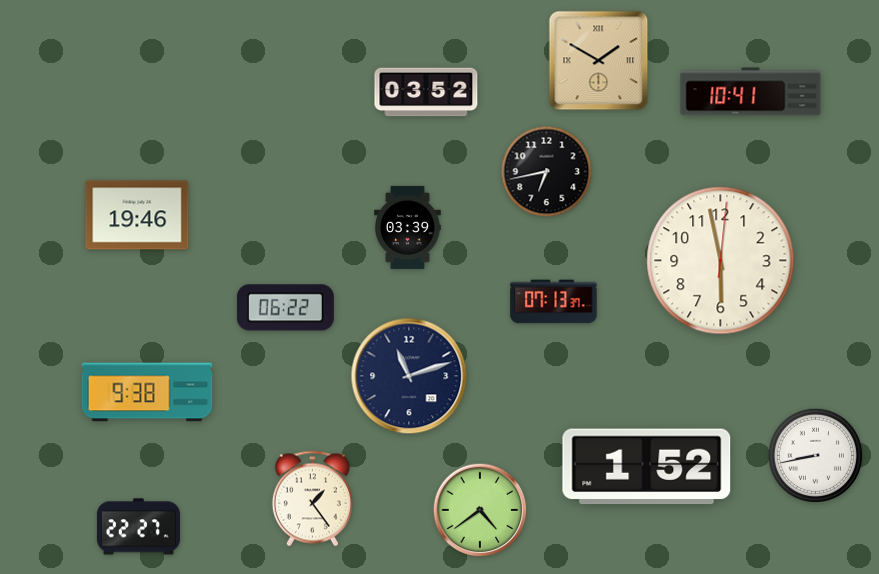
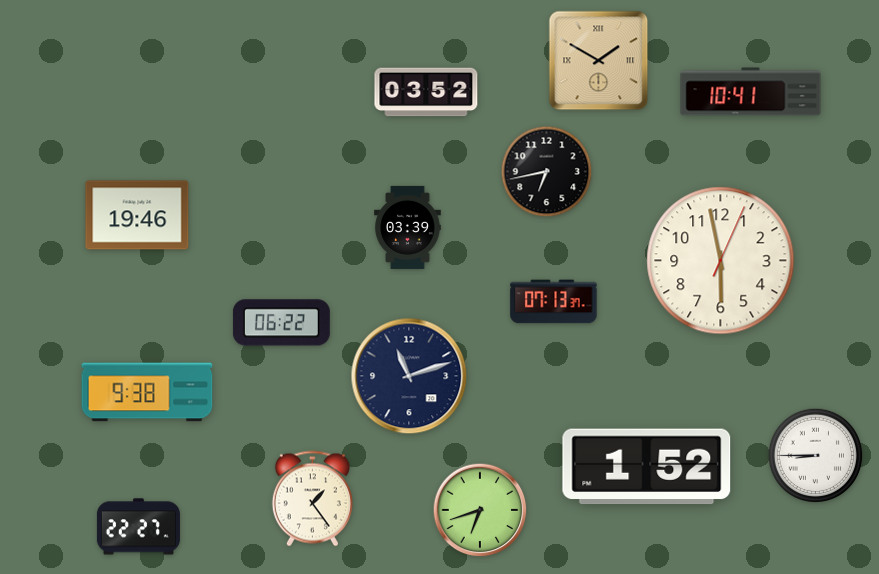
clock at (721, 261): 5:58:01 -> 5:58:04
clock at (285, 308) position: (285, 308) -> (281, 323)
clock at (815, 455): 8:43 -> 8:45
clock at (480, 510): 4:39 -> 6:42
